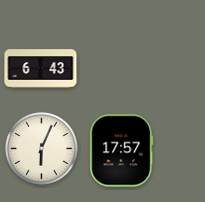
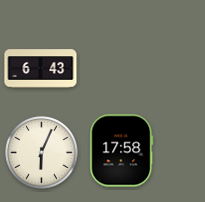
clock at (42, 149) position: (42, 149) -> (42, 153)
clock at (122, 151): 17:57 -> 17:58
